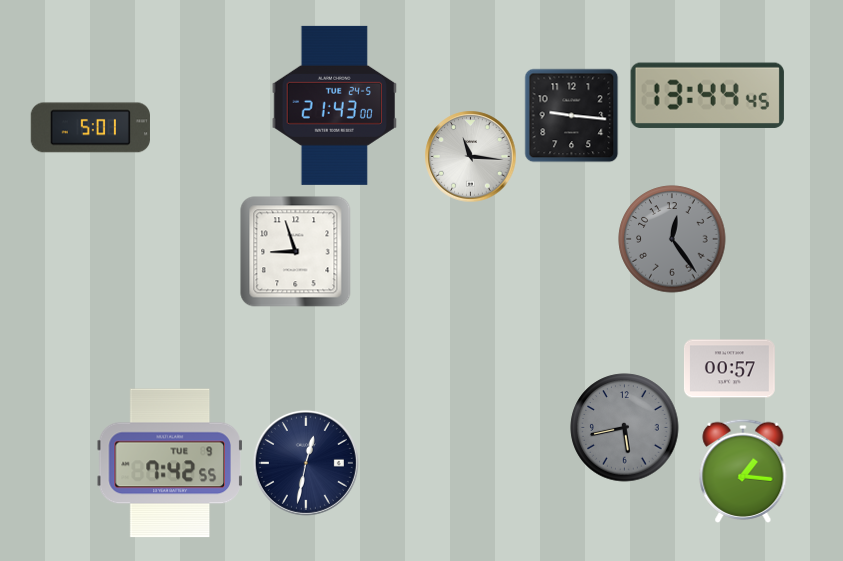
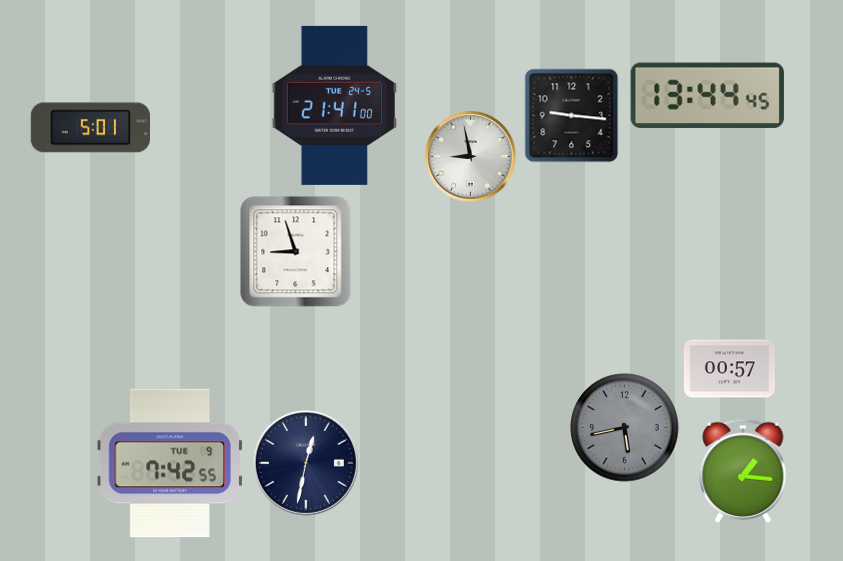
clock at (334, 105): 21:43 -> 21:41
clock at (471, 157): 11:16 -> 8:58
clock at (672, 239): 12:24 -> none
